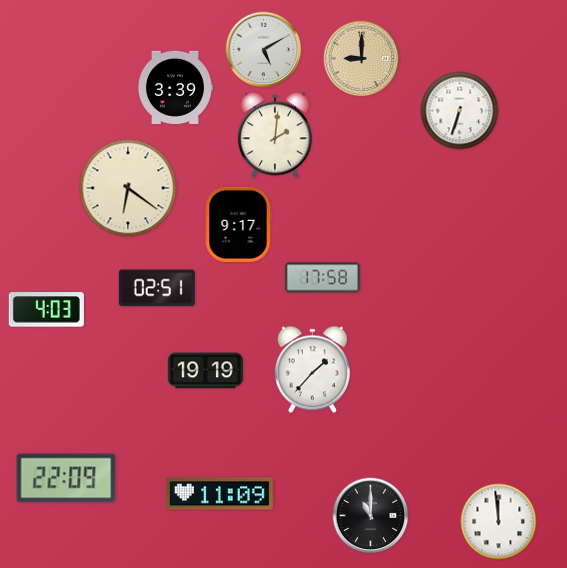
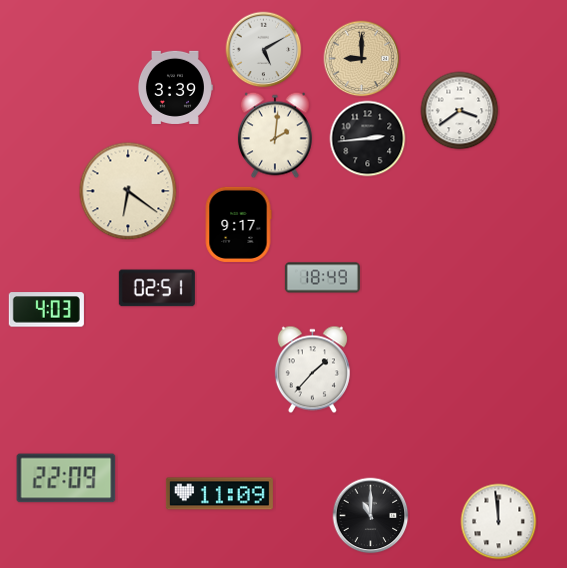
clock at (460, 111): 6:33 -> 3:39
clock at (368, 139): none -> 2:44
clock at (128, 188) position: (128, 188) -> (128, 191)
clock at (322, 278): 17:58 -> 18:49
clock at (205, 371): 19:19 -> none
